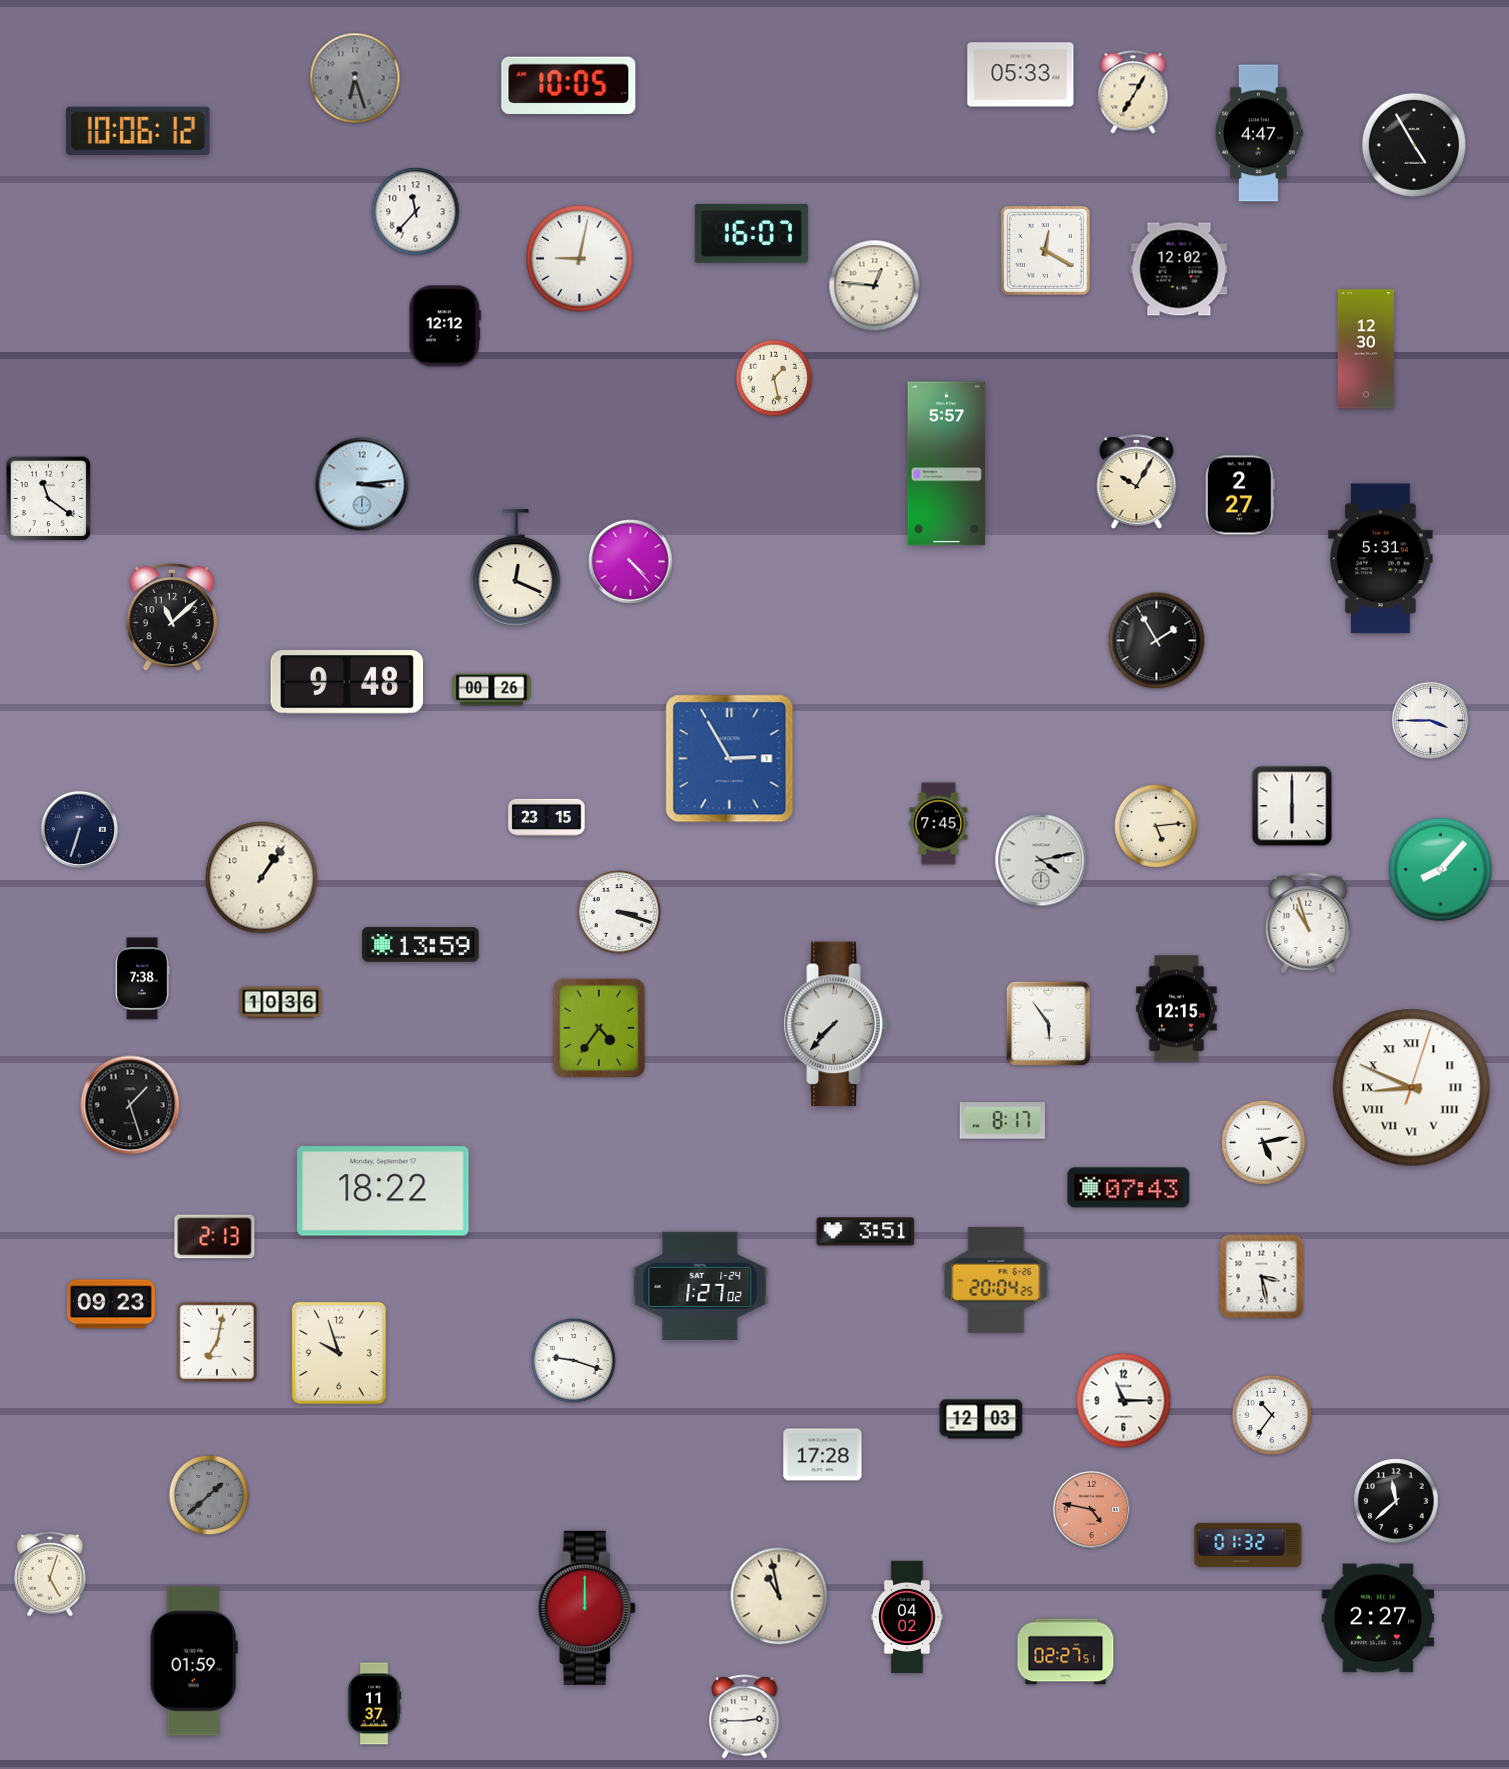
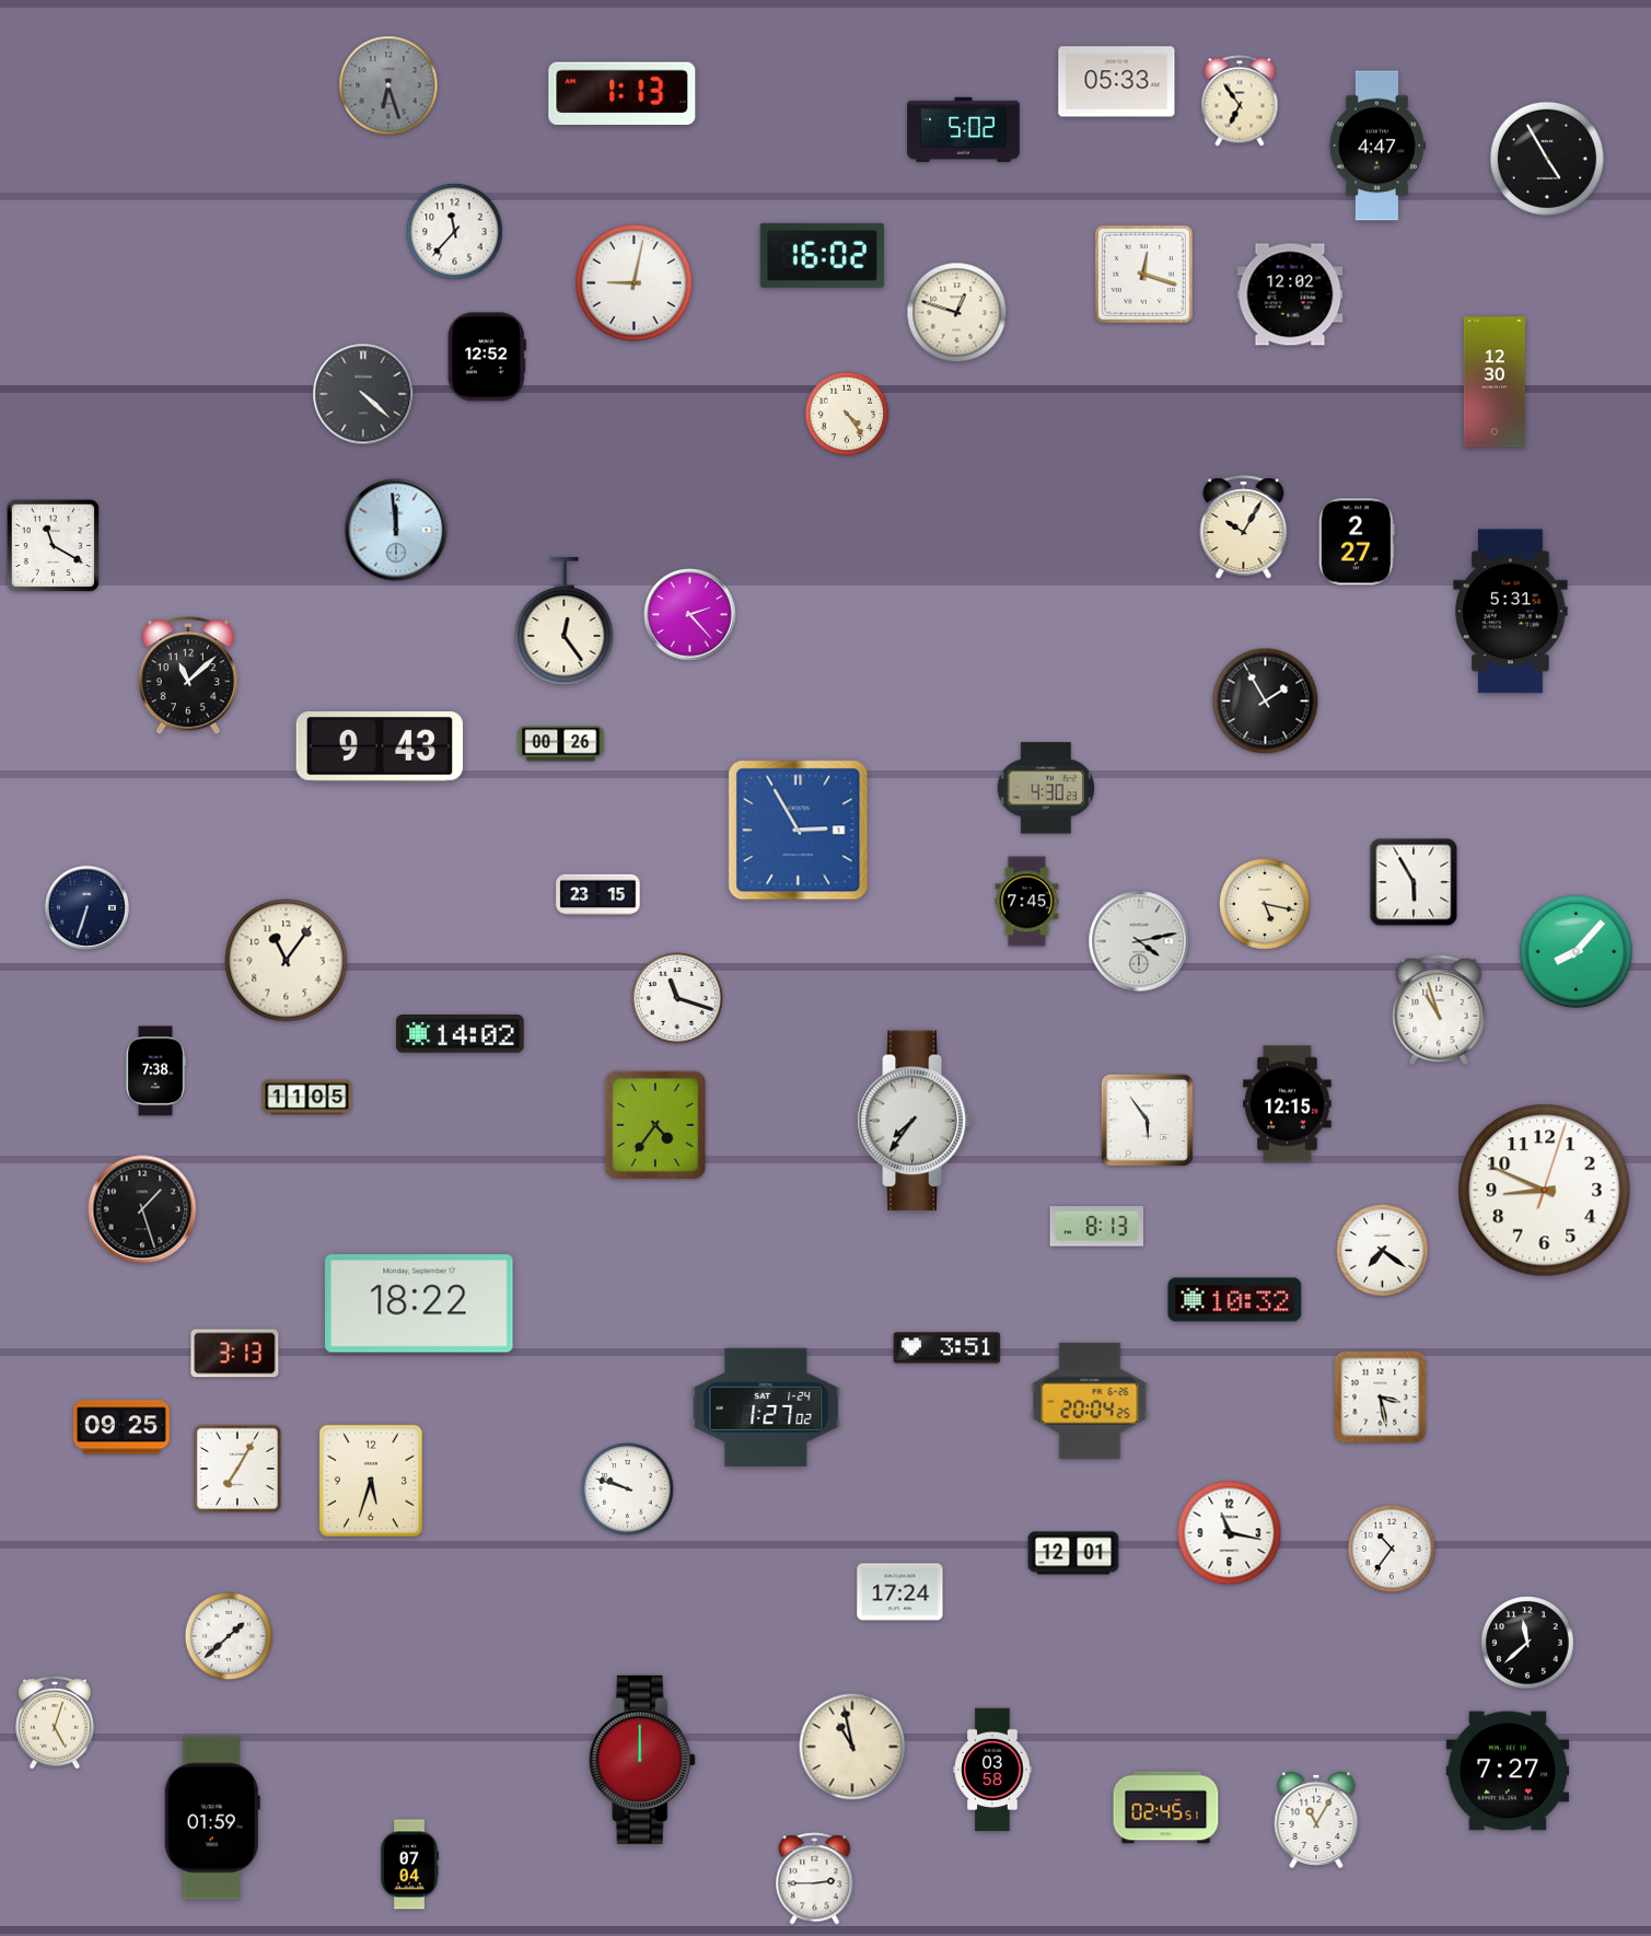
clock at (569, 85): 10:05 -> 1:13
clock at (1133, 92): 7:05 -> 6:54
clock at (964, 130): none -> 5:02
clock at (139, 131): 10:06 -> none
clock at (751, 233): 16:07 -> 16:02
clock at (1045, 250): 12:20 -> 12:18
clock at (875, 286): 12:46 -> 12:48
clock at (445, 326): 12:12 -> 12:52
clock at (363, 394): none -> 4:22
clock at (774, 378): 1:28 -> 4:24
clock at (947, 464): 5:57 -> none
clock at (362, 484): 3:14 -> 11:59
clock at (49, 499): 11:21 -> 11:20
clock at (631, 562): 4:23 -> 2:23
clock at (516, 568): 12:19 -> 12:24
clock at (346, 682): 9:48 -> 9:43
clock at (492, 690) position: (492, 690) -> (561, 744)
clock at (1046, 788): none -> 4:30
clock at (1430, 720): 3:45 -> none
clock at (1292, 806): 6:00 -> 5:55
clock at (1157, 827): 5:14 -> 5:17
clock at (262, 878): 1:06 -> 11:06
clock at (620, 913): 3:18 -> 11:18
clock at (1308, 923) position: (1308, 923) -> (1439, 1010)
clock at (421, 945): 13:59 -> 14:02
clock at (281, 1003): 10:36 -> 11:05
clock at (836, 1024): 7:37 -> 7:36
clock at (1412, 1088) numerals: Roman -> Arabic
clock at (1002, 1121): 8:17 -> 8:13
clock at (1264, 1143): 5:13 -> 7:21
clock at (1129, 1188): 07:43 -> 10:32
clock at (215, 1237): 2:13 -> 3:13
clock at (111, 1304): 09:23 -> 09:25
clock at (217, 1342): 7:02 -> 7:05
clock at (339, 1353): 9:57 -> 5:33
clock at (574, 1361): 9:18 -> 9:48
clock at (1124, 1401): 11:15 -> 11:17
clock at (981, 1419): 12:03 -> 12:01
clock at (823, 1455): 17:28 -> 17:24
clock at (209, 1495) dial: grey -> white
clock at (1091, 1509): 4:47 -> none
clock at (1248, 1544): 01:32 -> none
clock at (907, 1617): 04:02 -> 03:58
clock at (1378, 1618): 2:27 -> 7:27
clock at (1066, 1652): 02:27 -> 02:45
clock at (1316, 1820): none -> 11:05
clock at (374, 1704): 11:37 -> 07:04
